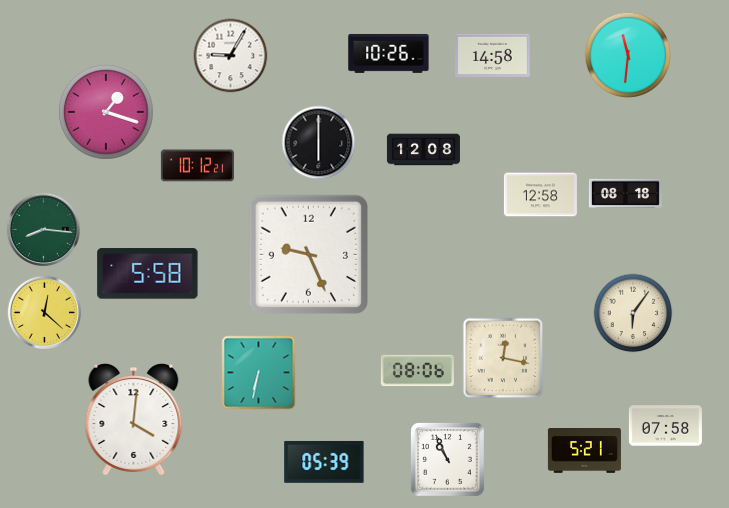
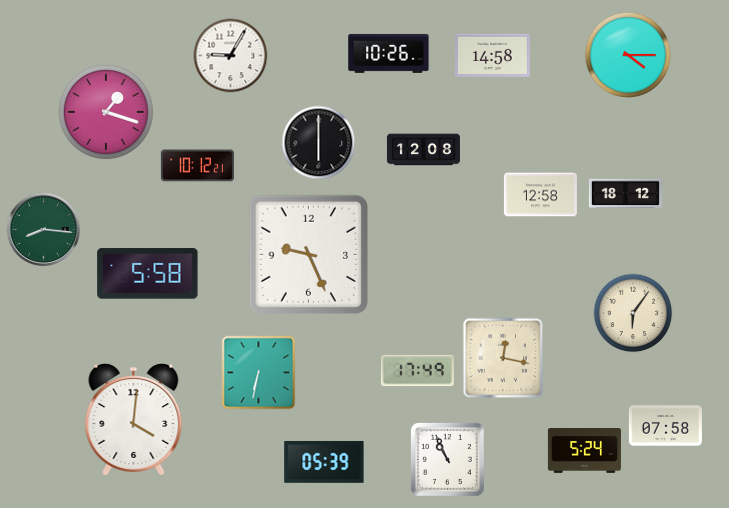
clock at (627, 54): 11:31 -> 4:15
clock at (625, 194): 08:18 -> 18:12
clock at (45, 313): 12:22 -> none
clock at (417, 371): 08:06 -> 17:49
clock at (584, 451): 5:21 -> 5:24
